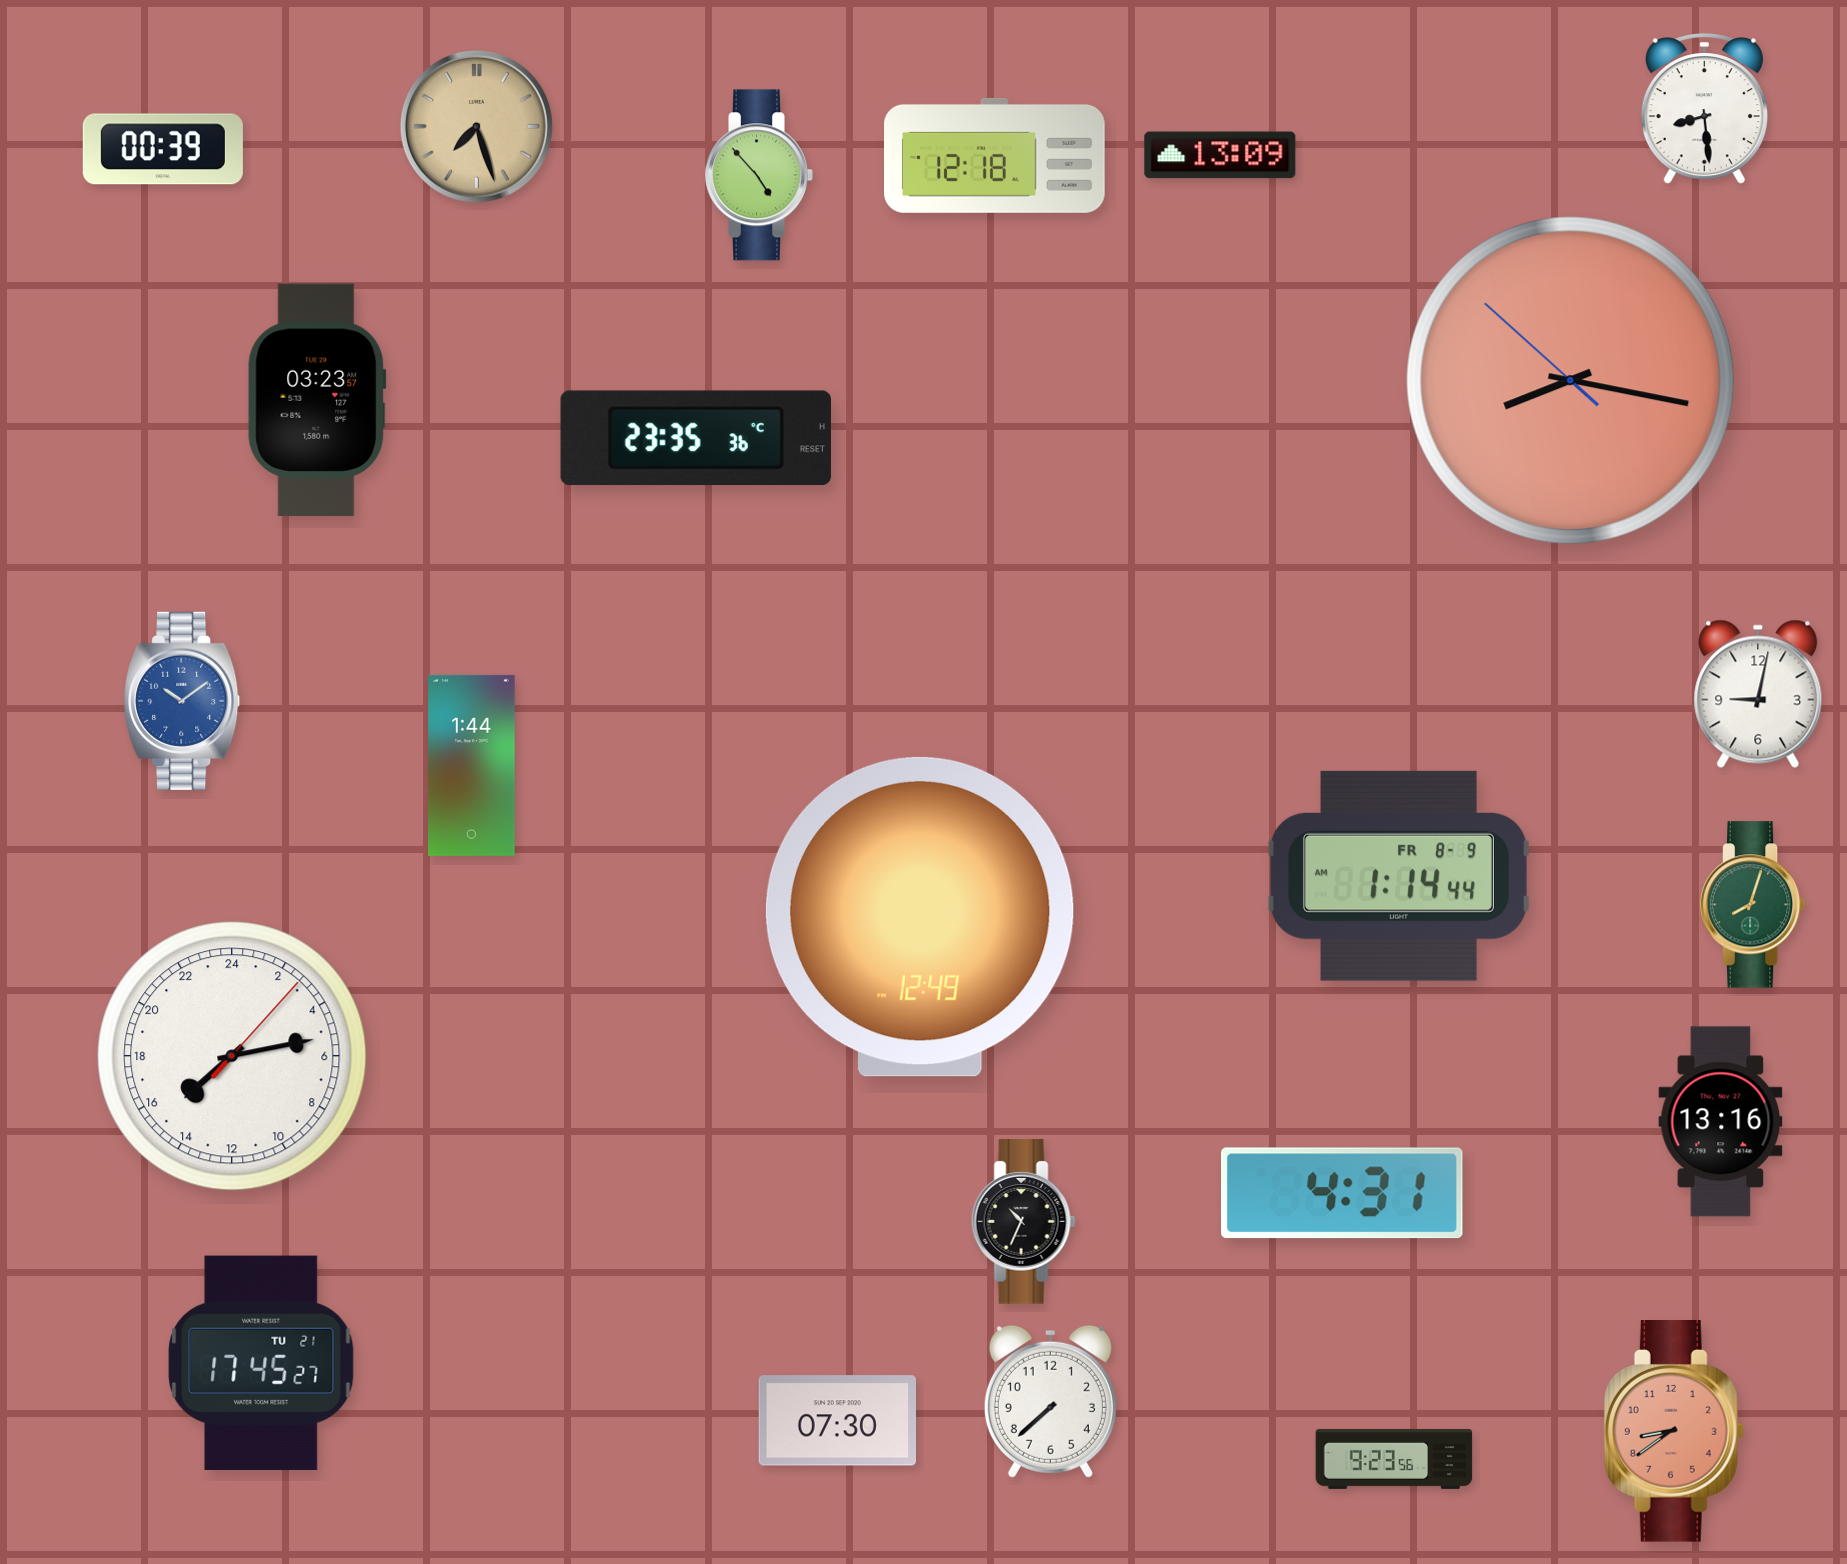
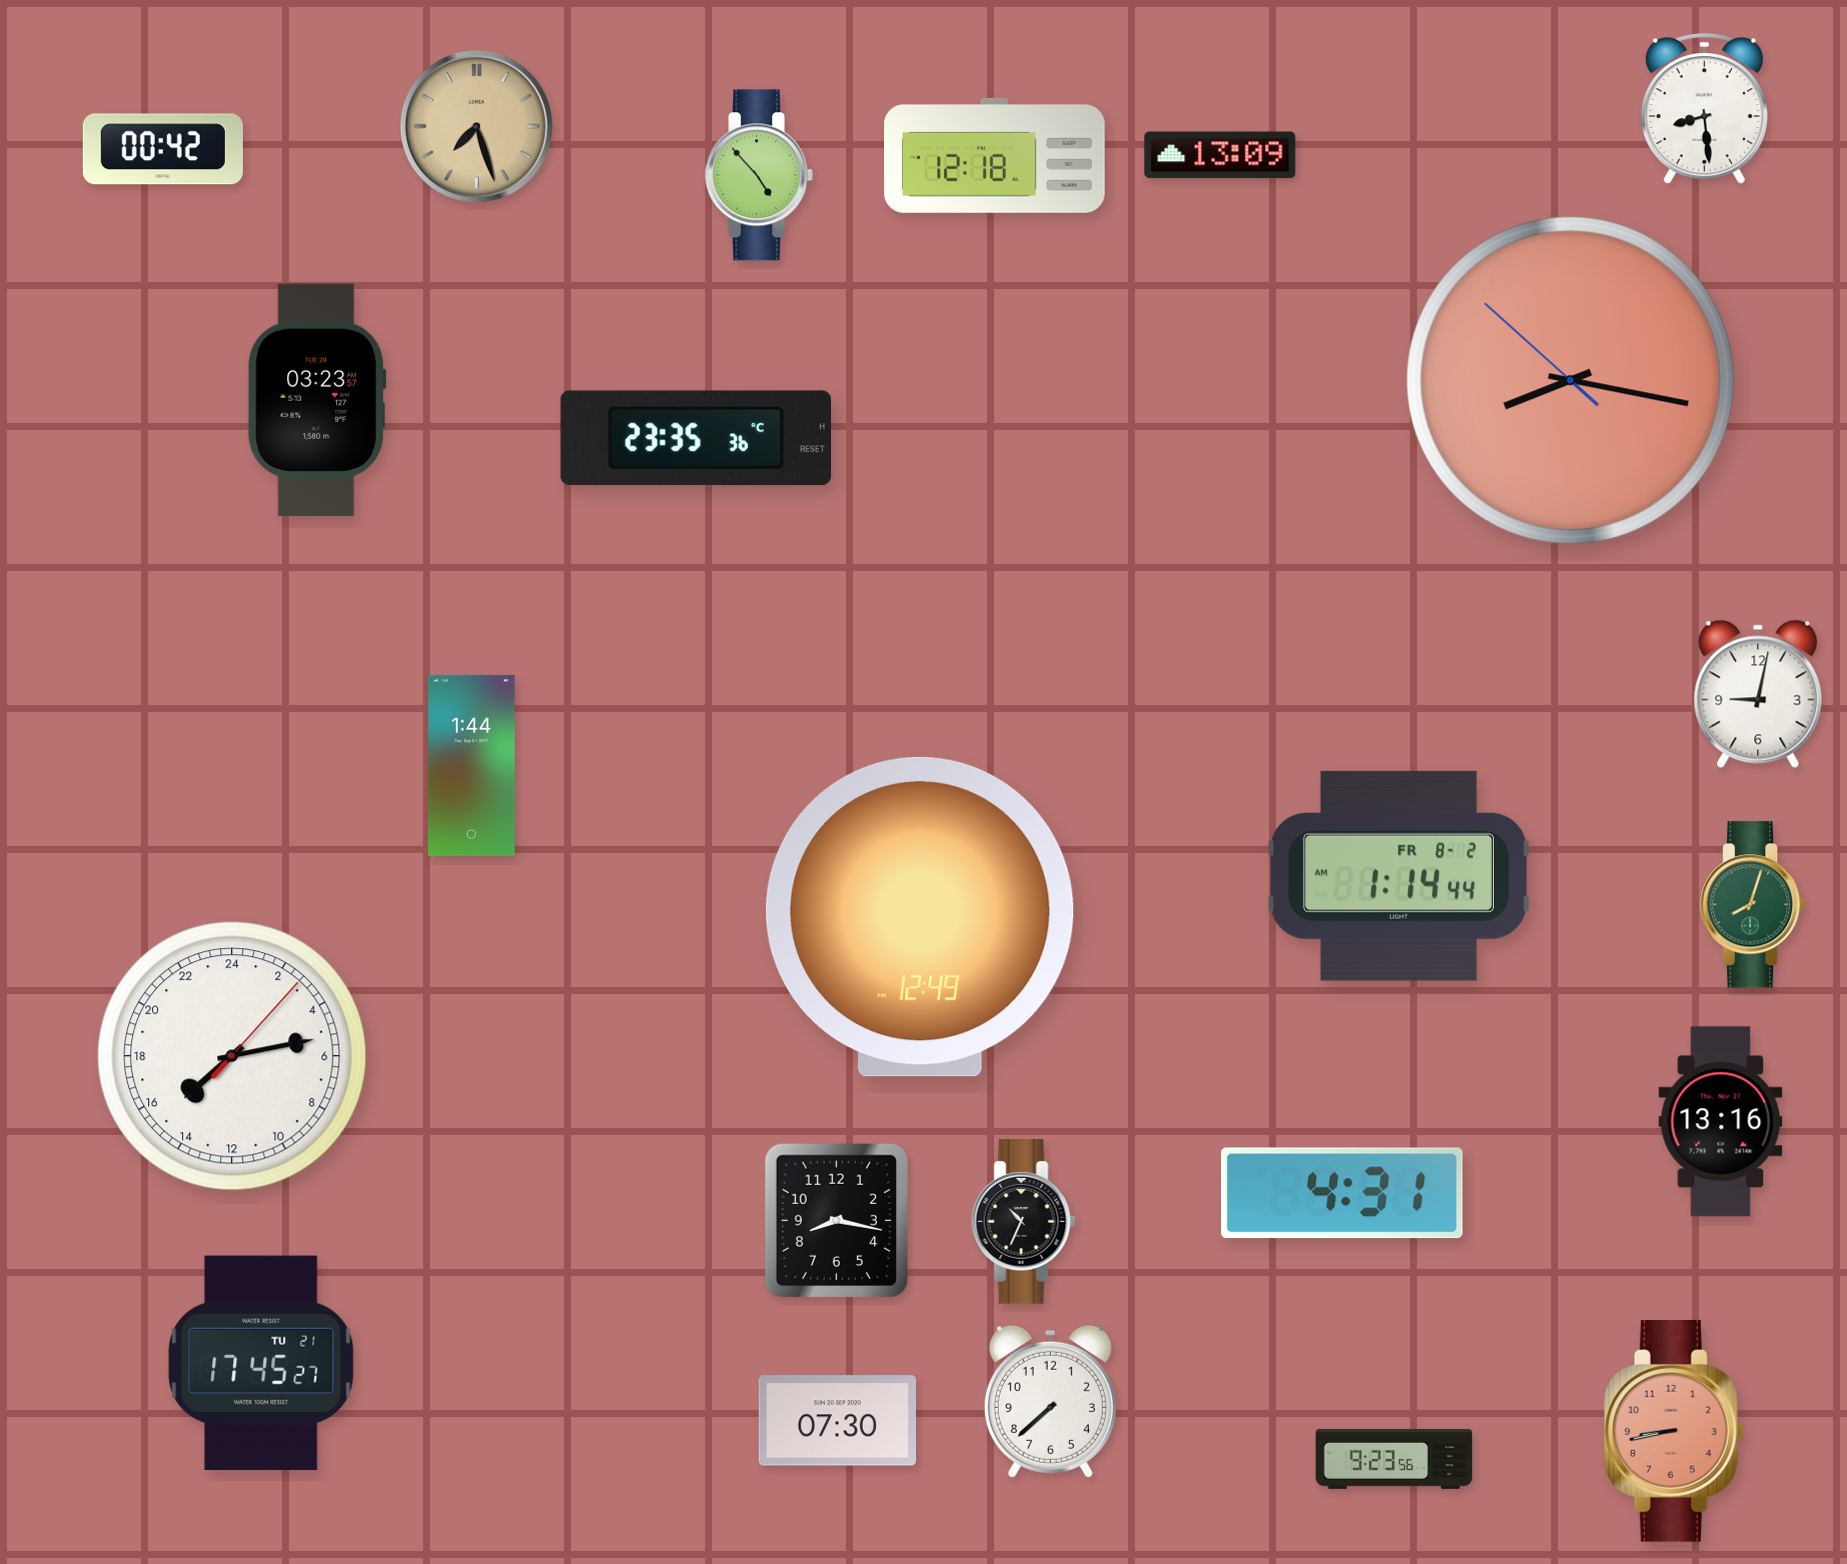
clock at (163, 149): 00:39 -> 00:42
clock at (182, 701): 10:09 -> none
clock at (1399, 876) date: FR 8-9 -> FR 8-2
clock at (836, 1220): none -> 8:17
clock at (1674, 1432): 8:39 -> 8:43
